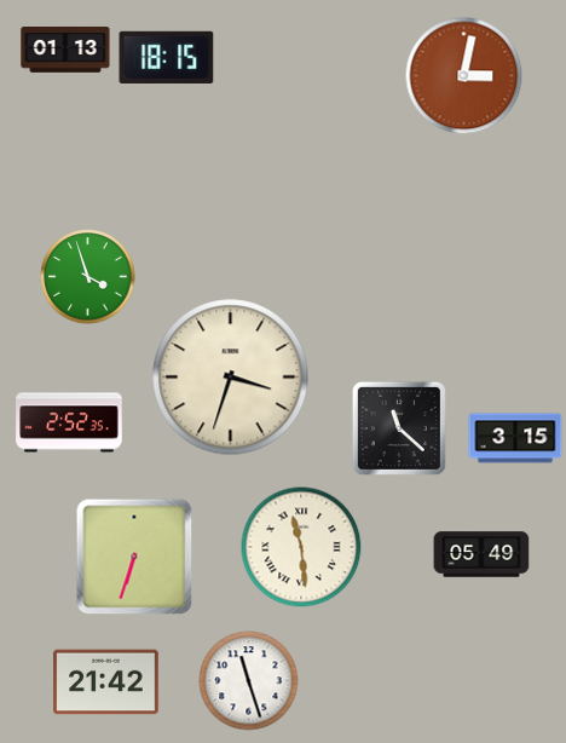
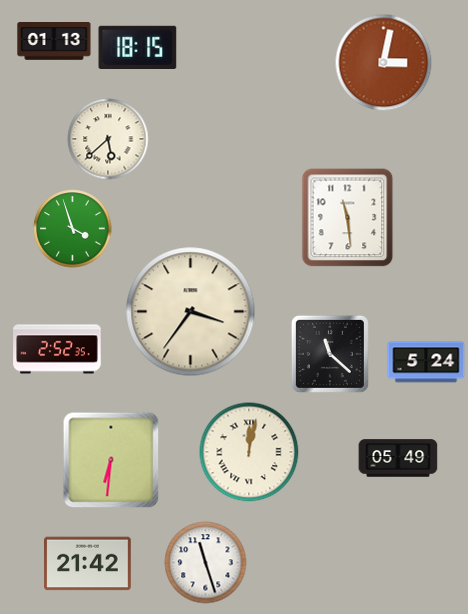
clock at (108, 139): none -> 5:38
clock at (348, 218): none -> 11:29
clock at (231, 378): 3:33 -> 3:36
clock at (515, 438): 3:15 -> 5:24
clock at (301, 547): 11:29 -> 12:02
clock at (134, 557): 6:33 -> 6:31
